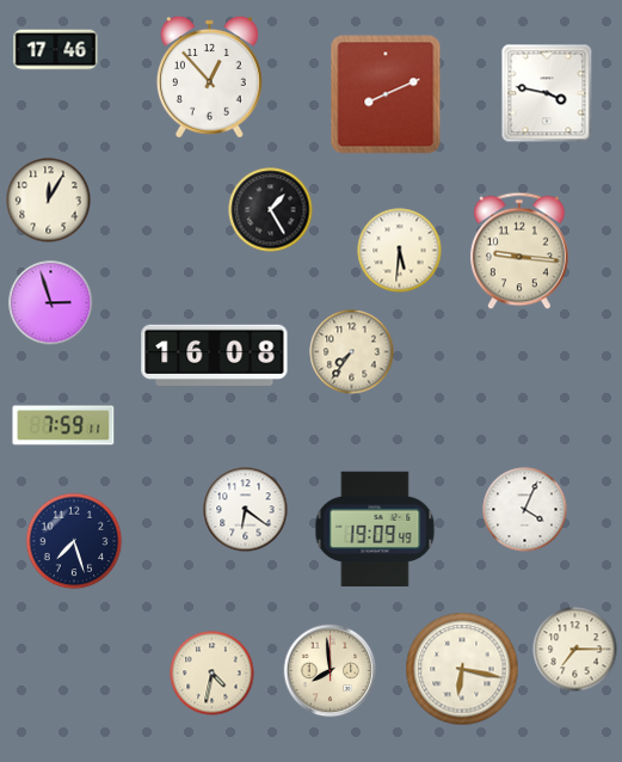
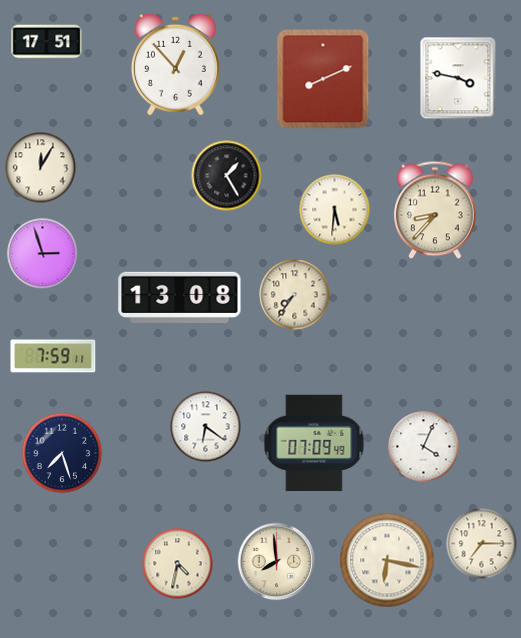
clock at (56, 50): 17:46 -> 17:51
clock at (519, 251): 9:16 -> 8:37
clock at (215, 355): 16:08 -> 13:08
clock at (525, 510) position: (525, 510) -> (424, 447)
clock at (375, 529): 19:09 -> 07:09
